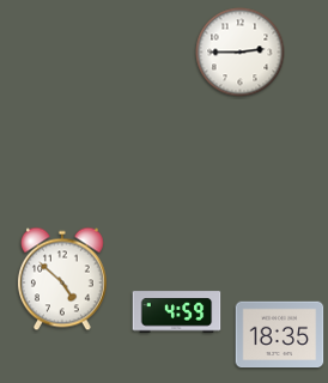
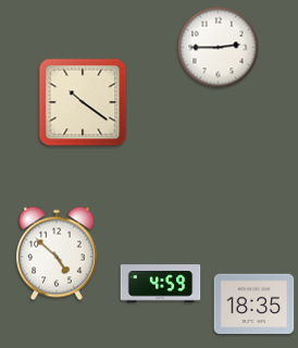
clock at (83, 102): none -> 10:21
